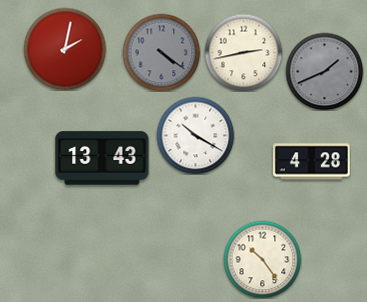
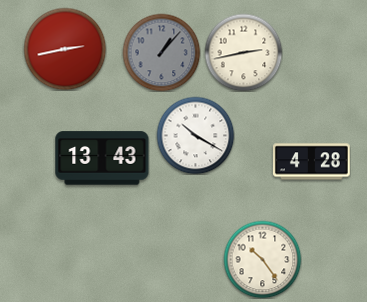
clock at (65, 49): 2:02 -> 2:43
clock at (161, 52): 4:21 -> 1:07
clock at (324, 71): 1:41 -> none
